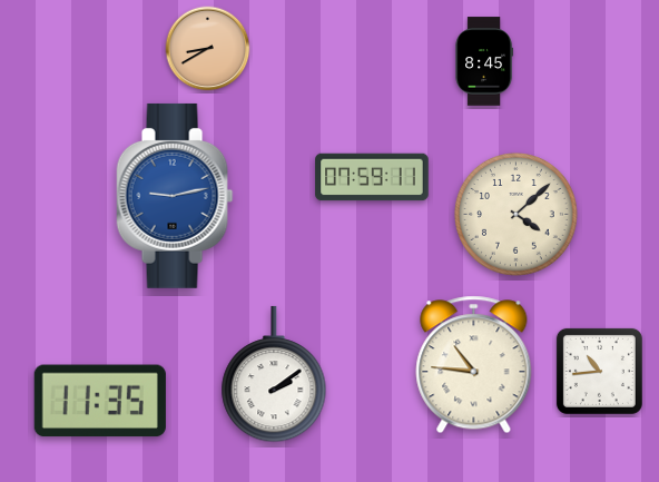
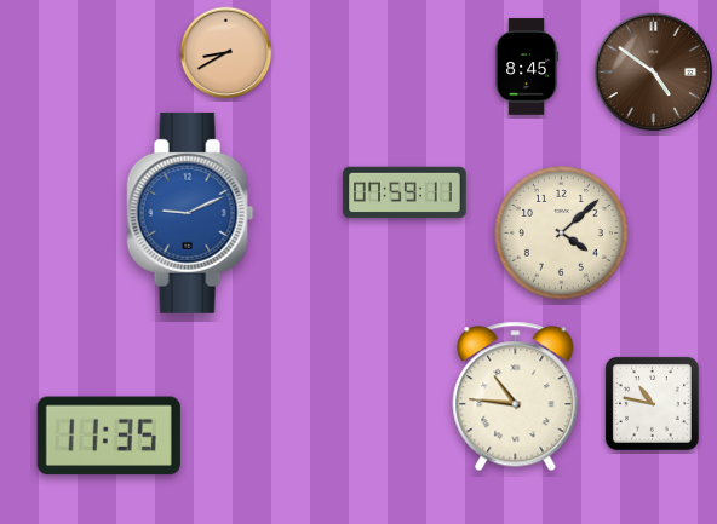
clock at (654, 73): none -> 4:51
clock at (175, 196): 9:13 -> 9:11
clock at (599, 371): 10:44 -> 10:47
clock at (274, 374): 2:09 -> none
